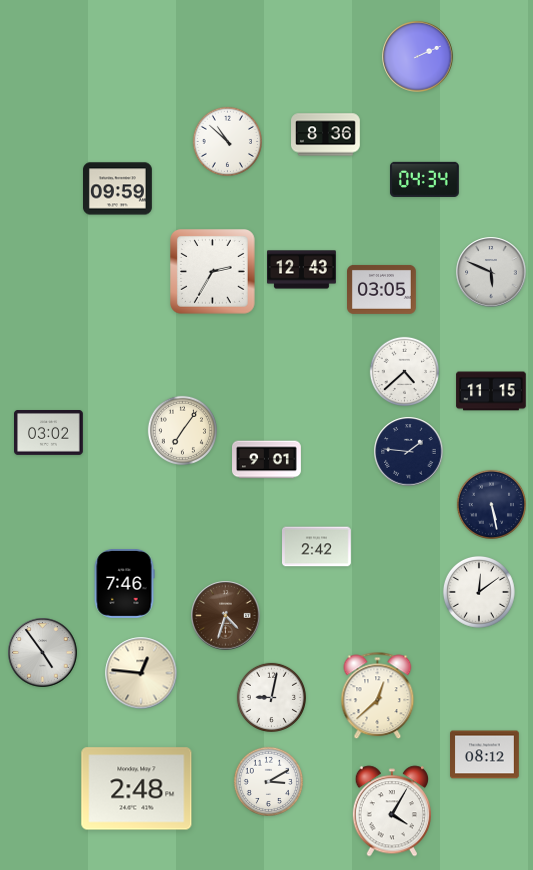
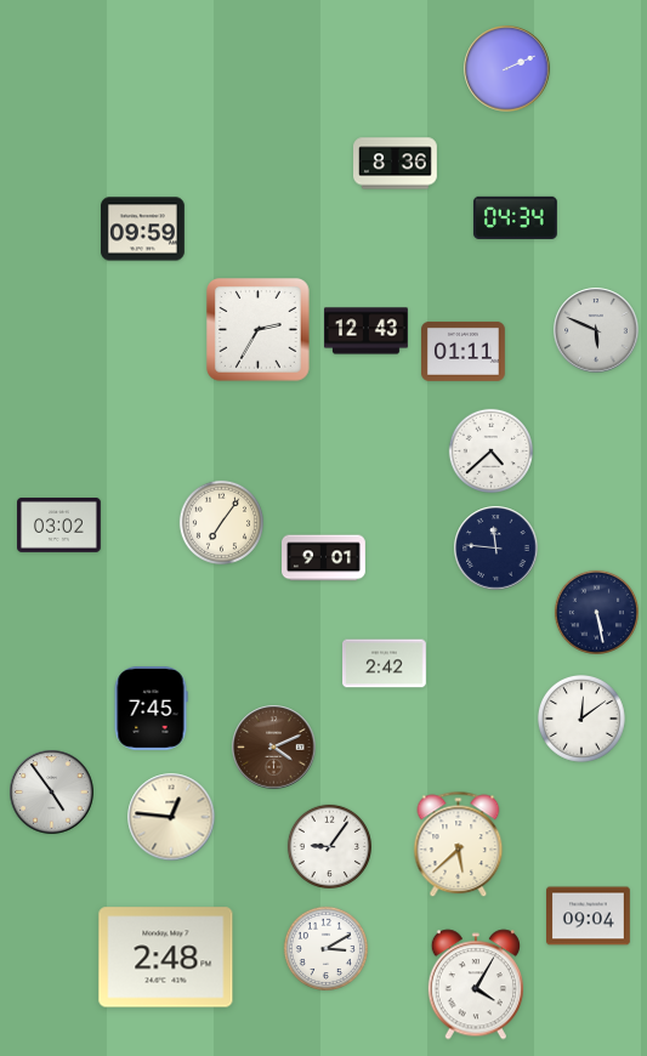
clock at (227, 141): 10:52 -> none
clock at (302, 270) position: (302, 270) -> (367, 331)
clock at (382, 289): 03:05 -> 01:11
clock at (491, 391): 11:15 -> none
clock at (409, 452): 1:46 -> 11:46
clock at (124, 584): 7:46 -> 7:45
clock at (226, 616): 4:33 -> 4:11
clock at (378, 696): 12:38 -> 5:38
clock at (271, 697): 9:02 -> 9:06
clock at (485, 755): 08:12 -> 09:04
